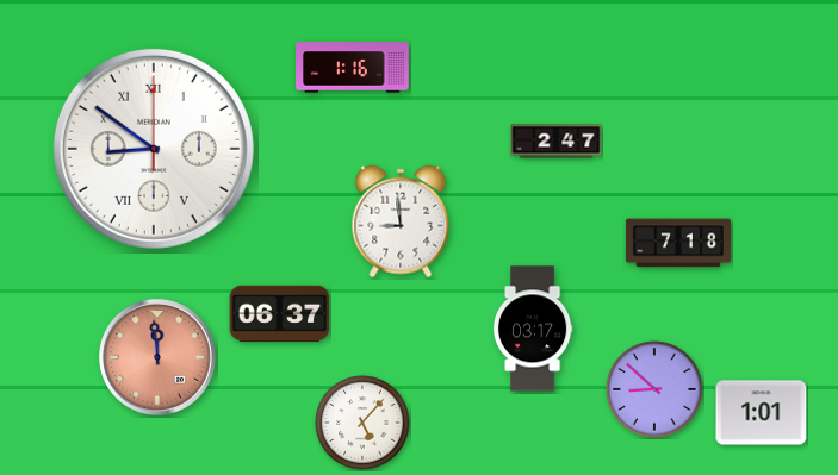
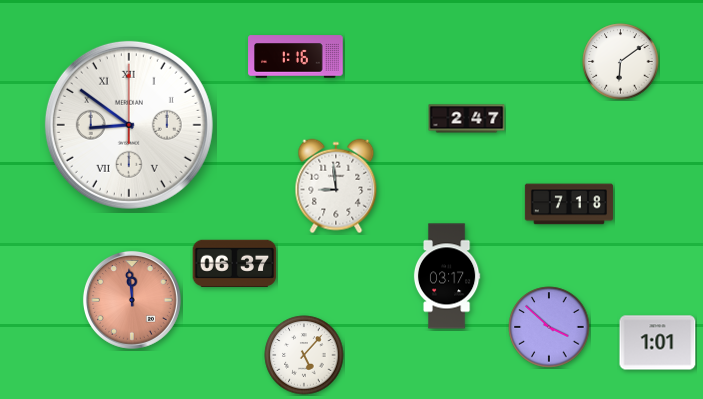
clock at (621, 62): none -> 6:09
clock at (654, 389): 8:52 -> 3:52
clock at (762, 413) position: (762, 413) -> (658, 343)
